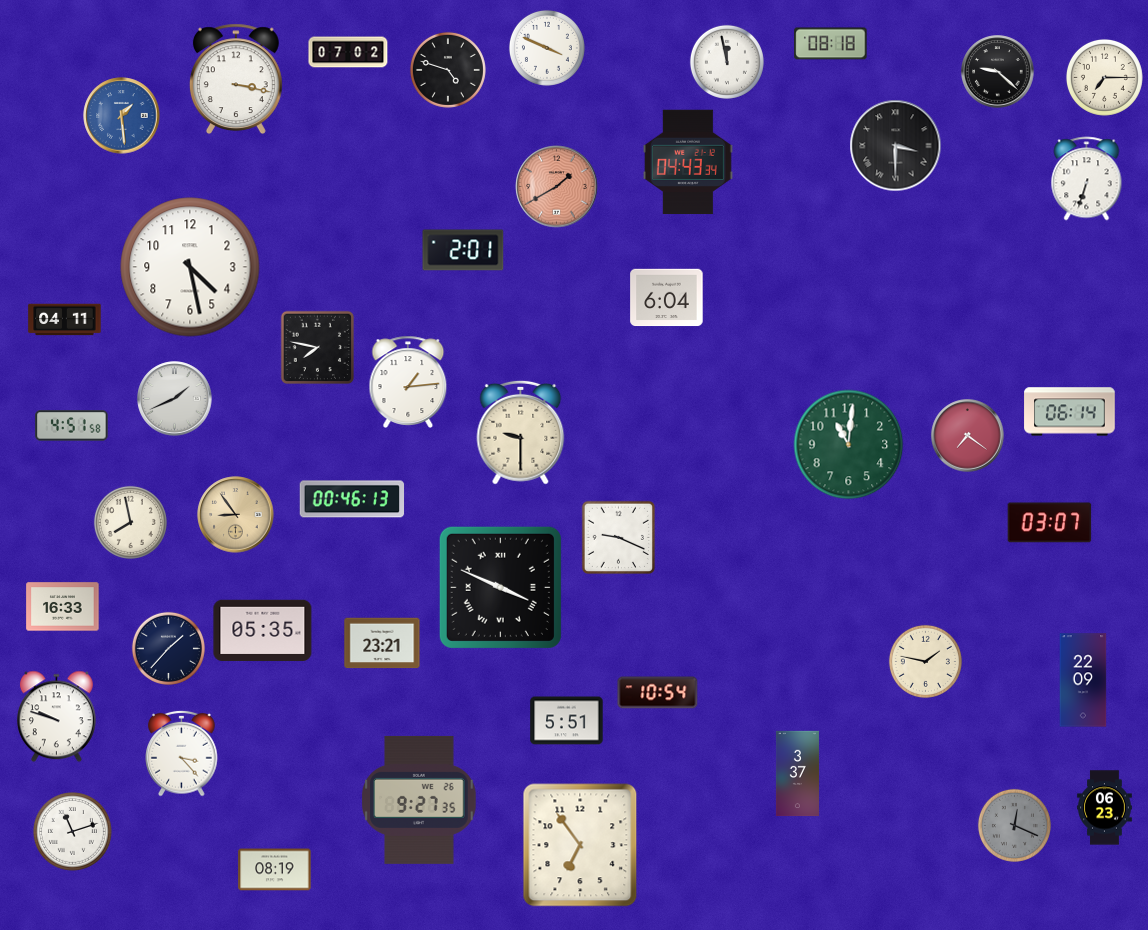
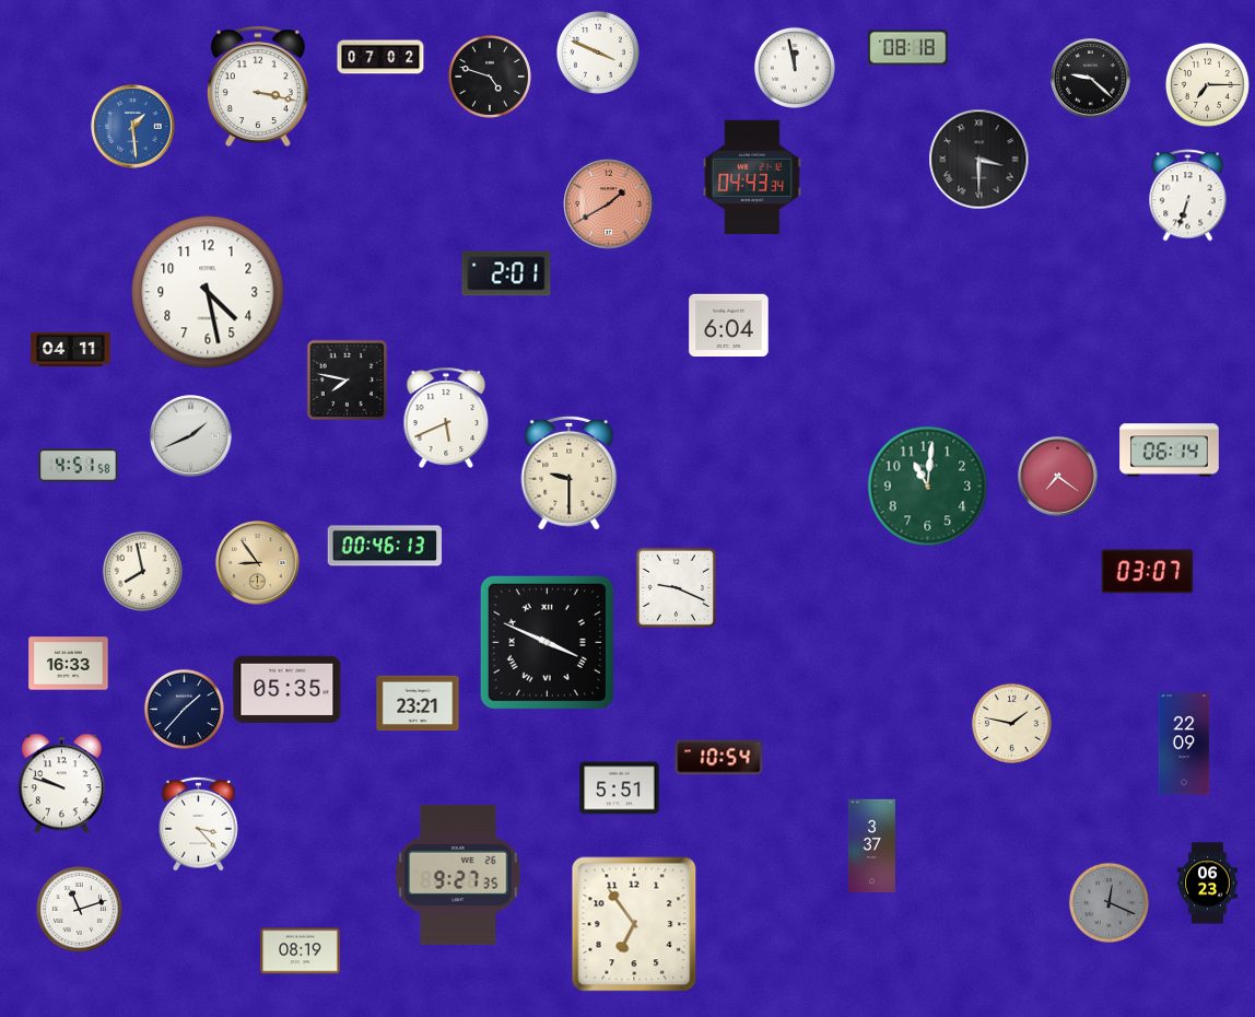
clock at (408, 382): 1:14 -> 5:41
